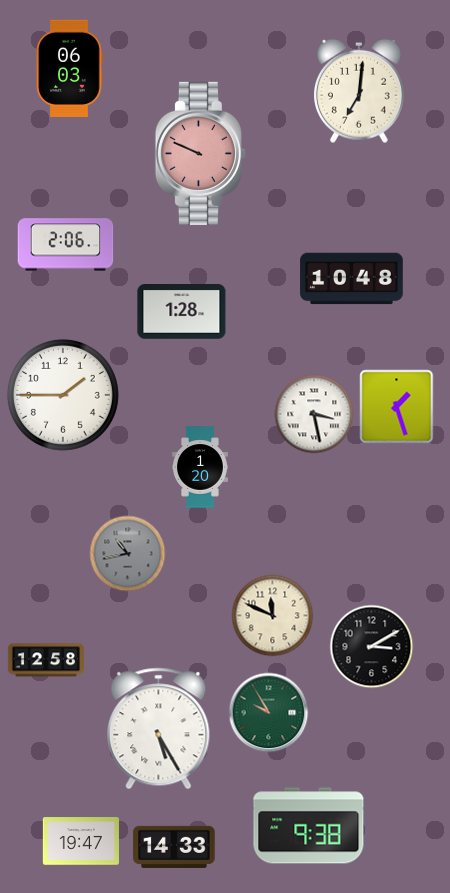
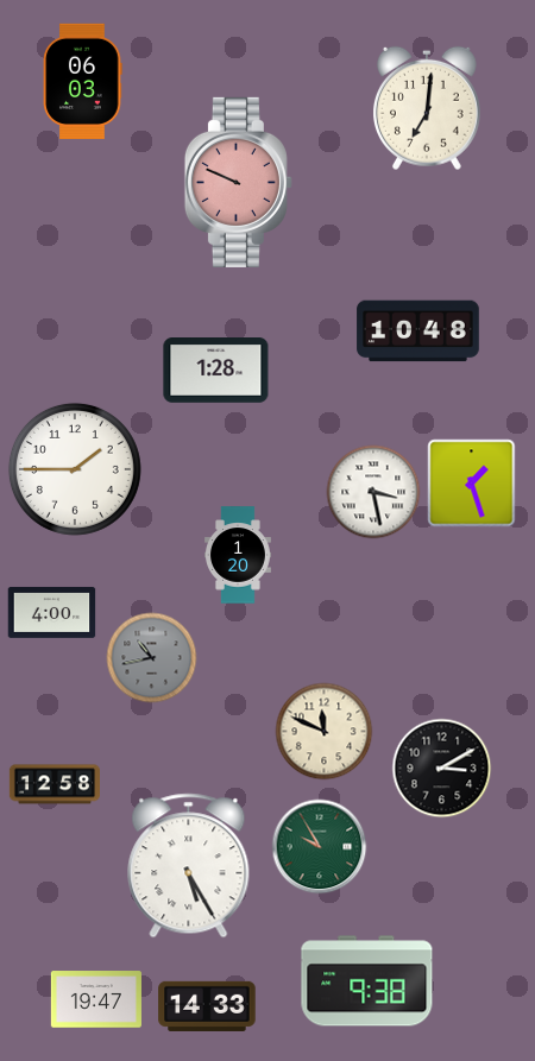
clock at (66, 245): 2:06 -> none
clock at (52, 612): none -> 4:00
